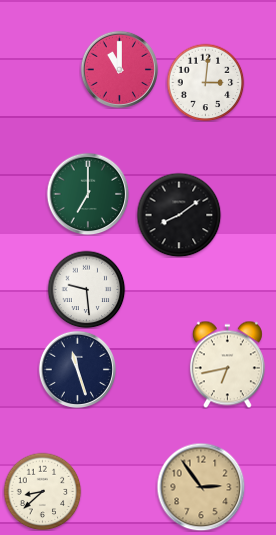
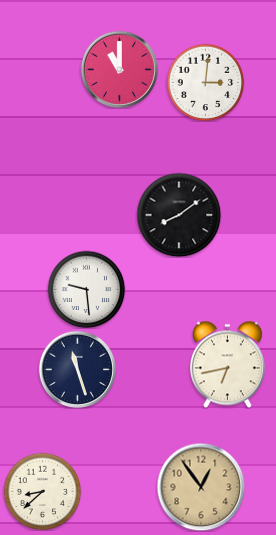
clock at (88, 194): 7:00 -> none
clock at (201, 487): 2:54 -> 12:54
